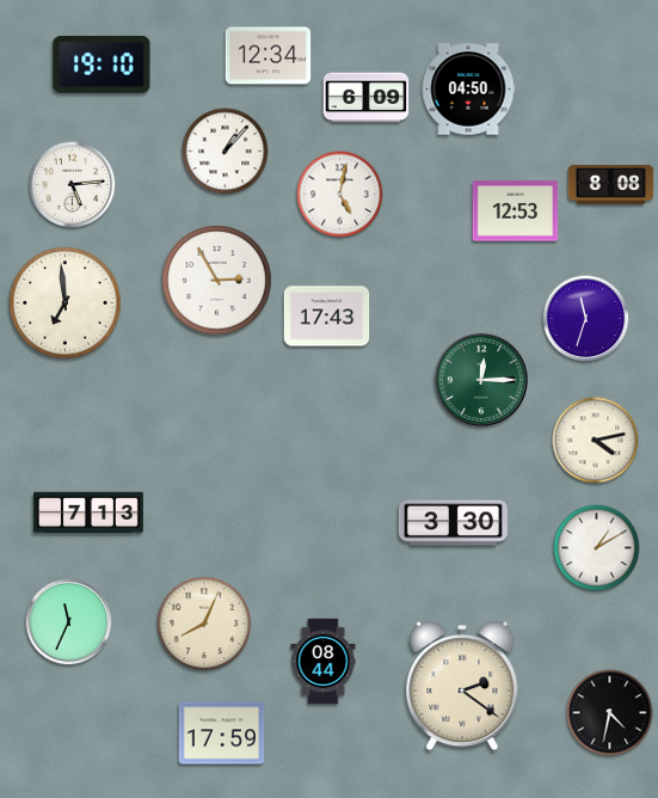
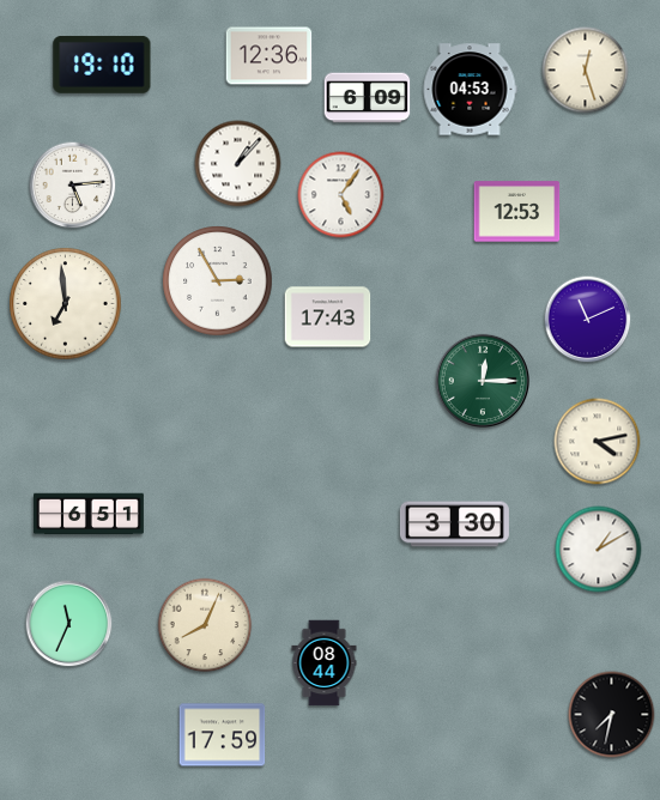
clock at (269, 56): 12:34 -> 12:36
clock at (586, 71): none -> 12:27
clock at (468, 90): 04:50 -> 04:53
clock at (226, 152) position: (226, 152) -> (238, 164)
clock at (611, 185): 8:08 -> none
clock at (340, 195): 5:02 -> 5:06
clock at (586, 319): 11:33 -> 11:11
clock at (88, 512): 7:13 -> 6:51
clock at (462, 686): 2:21 -> none
clock at (610, 713): 4:32 -> 7:32
